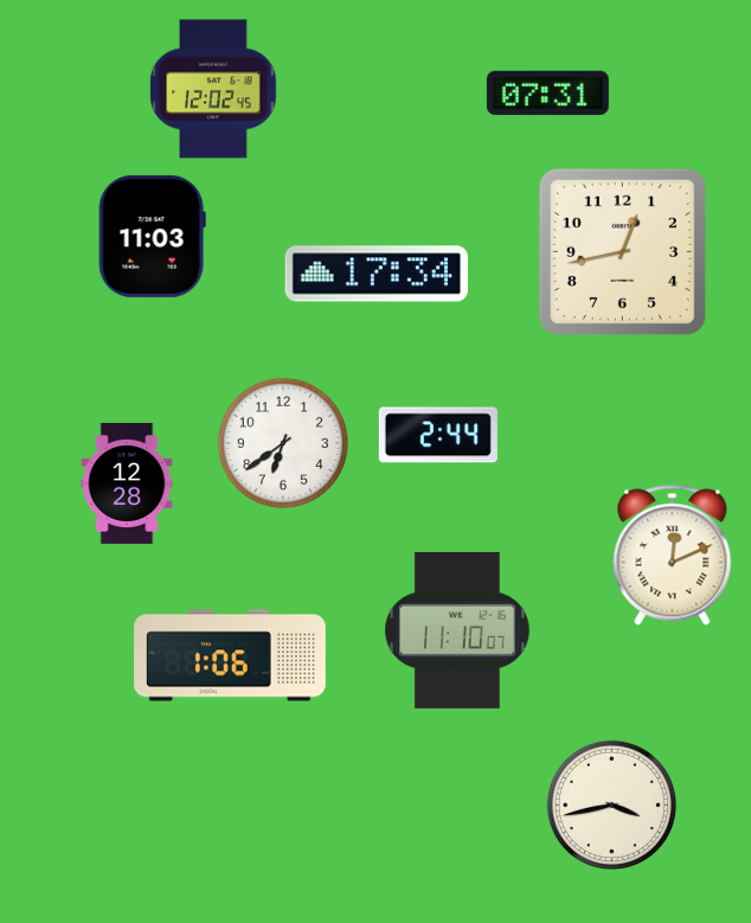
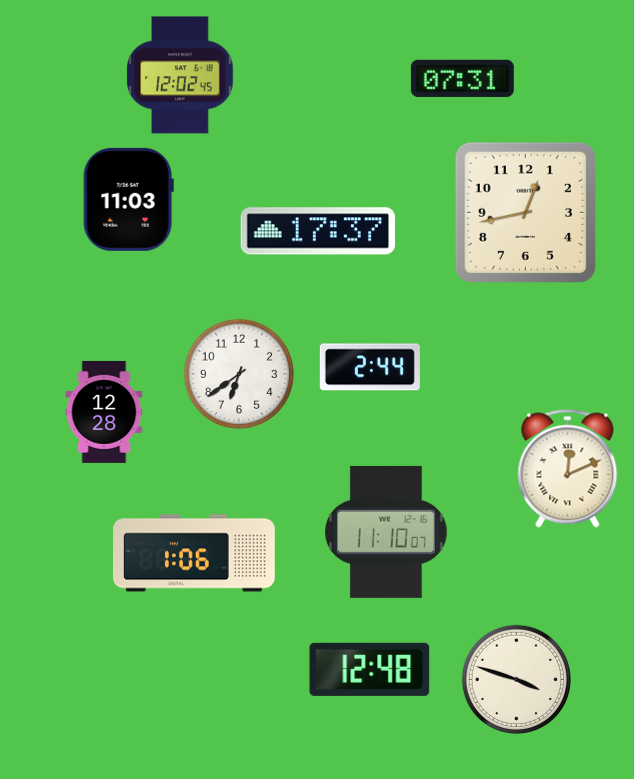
clock at (375, 274): 17:34 -> 17:37
clock at (127, 483) position: (127, 483) -> (104, 412)
clock at (370, 669): none -> 12:48
clock at (611, 805): 3:43 -> 3:48
